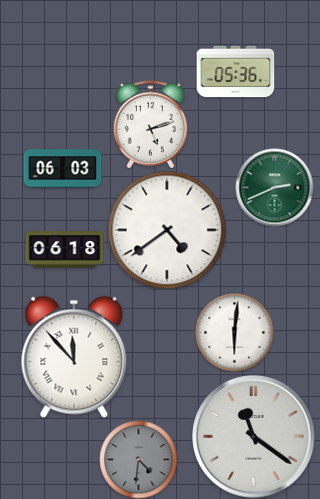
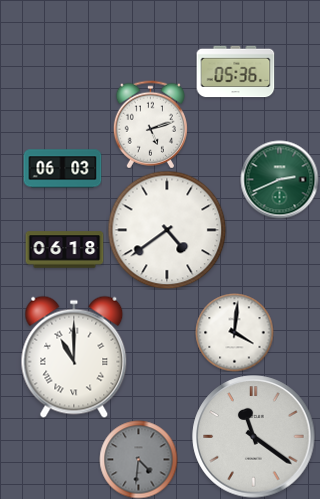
clock at (274, 187) position: (274, 187) -> (279, 179)
clock at (234, 332): 6:01 -> 4:01
clock at (74, 357): 11:53 -> 11:00
